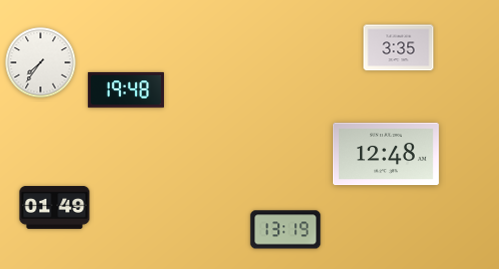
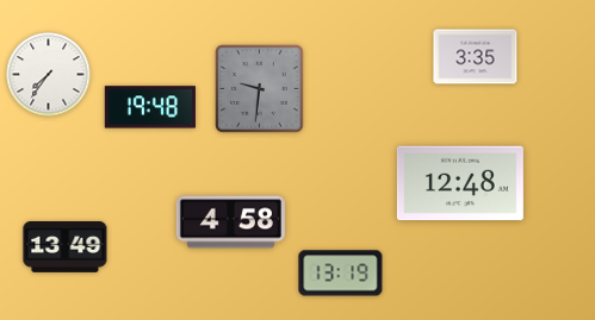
clock at (260, 89): none -> 9:31
clock at (230, 222): none -> 4:58
clock at (55, 207): 01:49 -> 13:49
